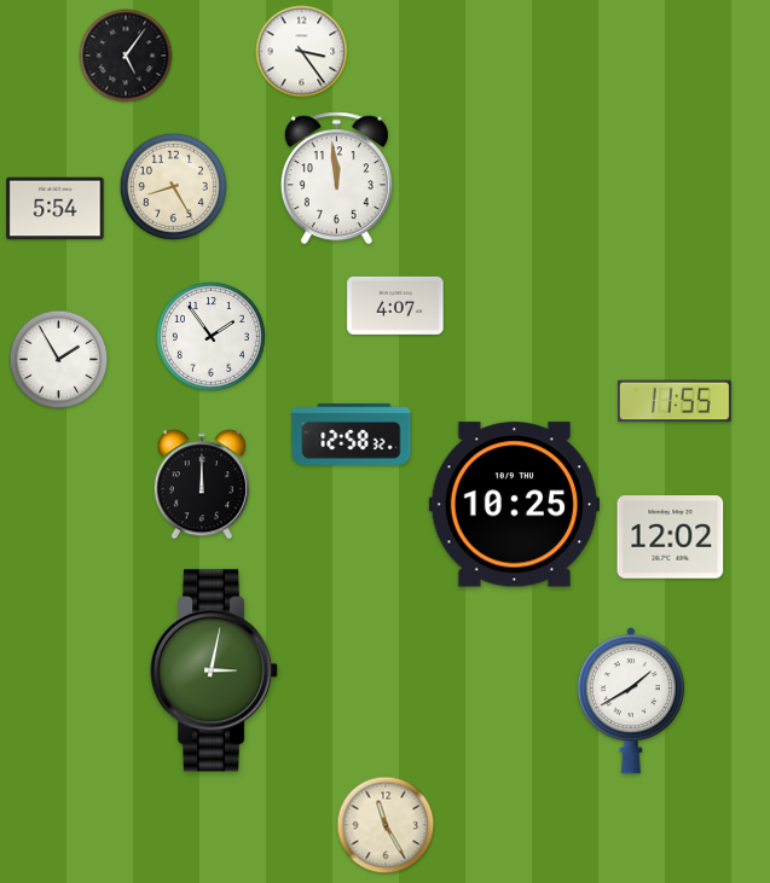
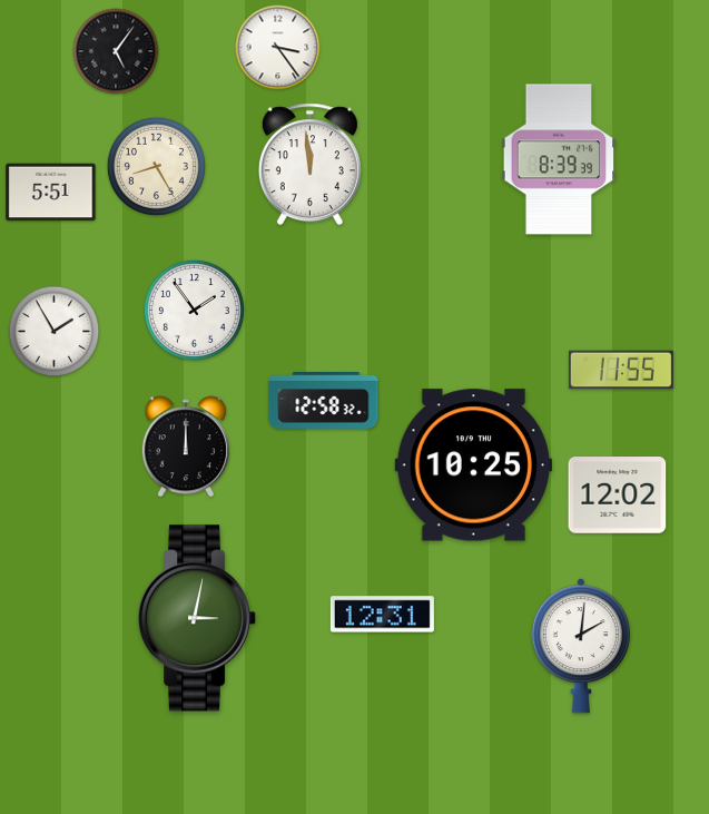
clock at (559, 159): none -> 8:39
clock at (173, 186) position: (173, 186) -> (156, 166)
clock at (56, 209): 5:54 -> 5:51
clock at (395, 306): 4:07 -> none
clock at (382, 615): none -> 12:31
clock at (631, 701): 1:40 -> 2:01
clock at (386, 825): 11:25 -> none
